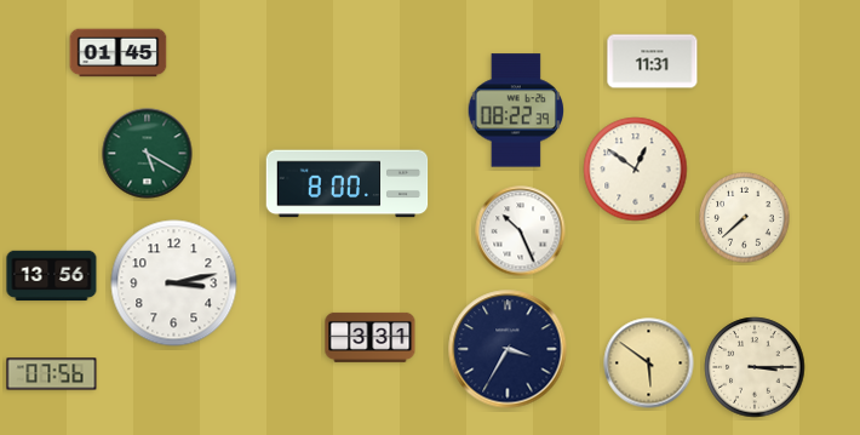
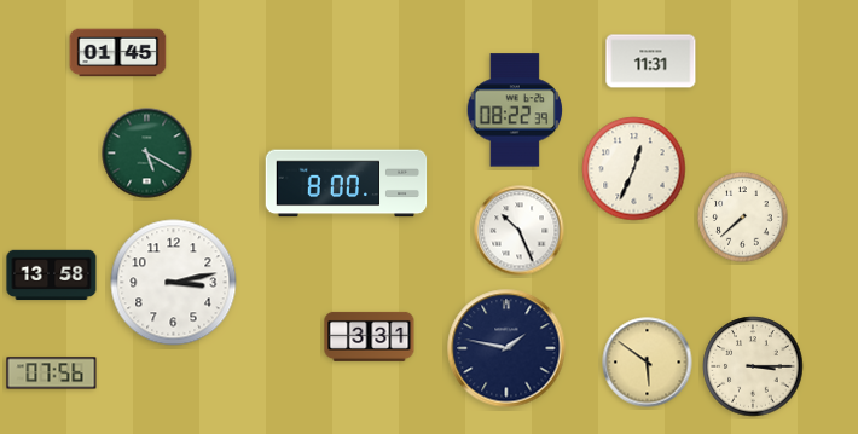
clock at (636, 170): 12:51 -> 12:34
clock at (52, 276): 13:56 -> 13:58
clock at (508, 349): 3:35 -> 1:47
